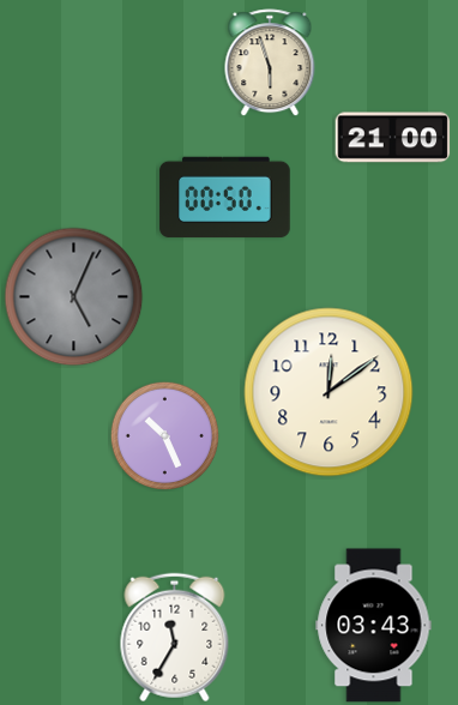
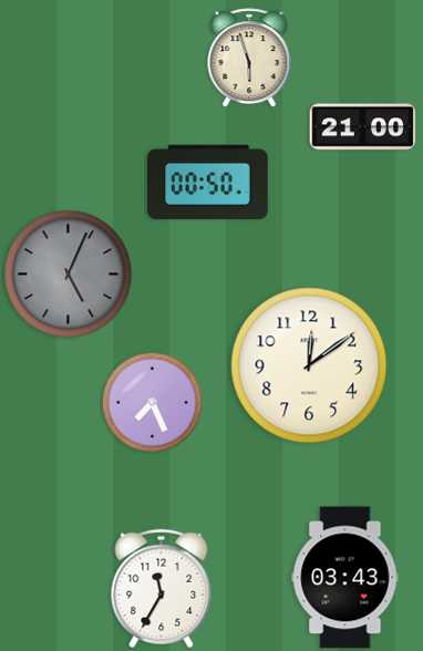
clock at (329, 392) position: (329, 392) -> (309, 365)
clock at (164, 435): 10:26 -> 7:26
